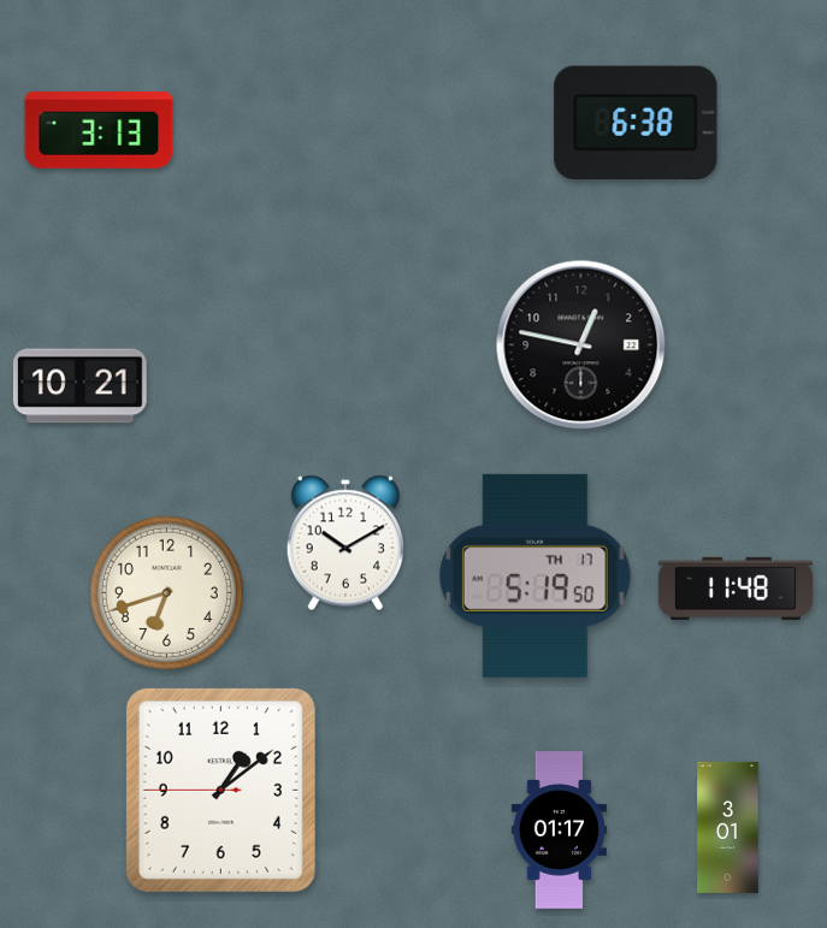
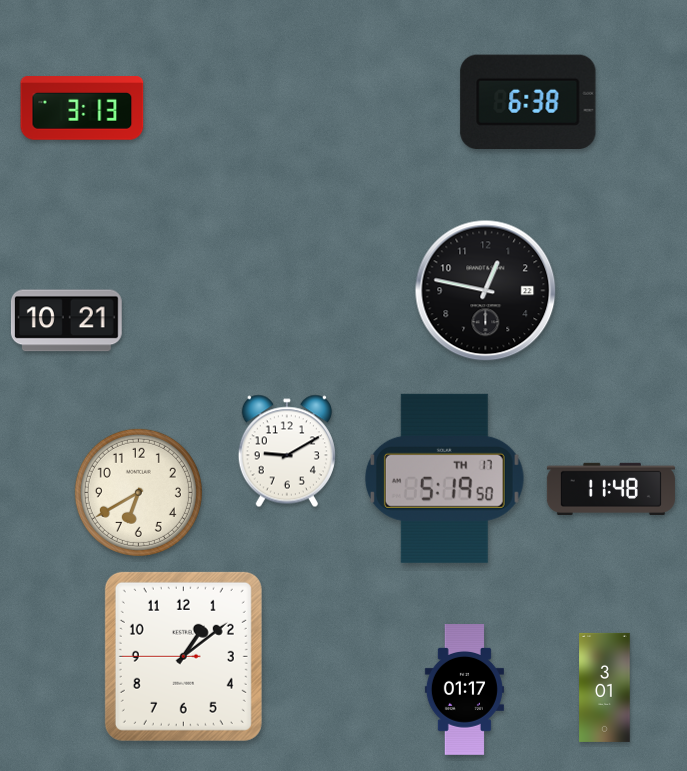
clock at (581, 345) position: (581, 345) -> (486, 291)
clock at (345, 543): 10:10 -> 9:10
clock at (166, 592): 6:42 -> 6:40
